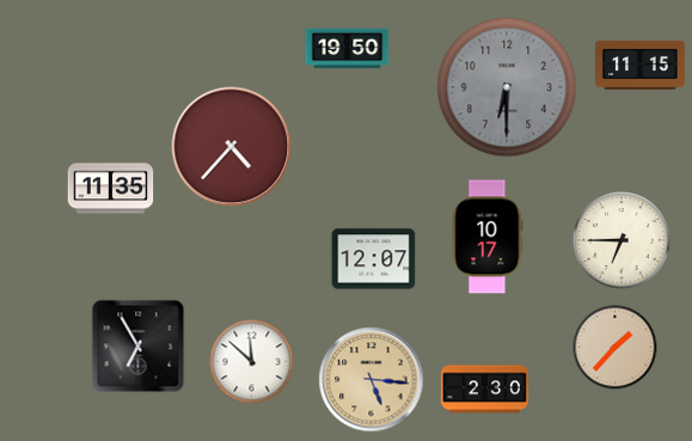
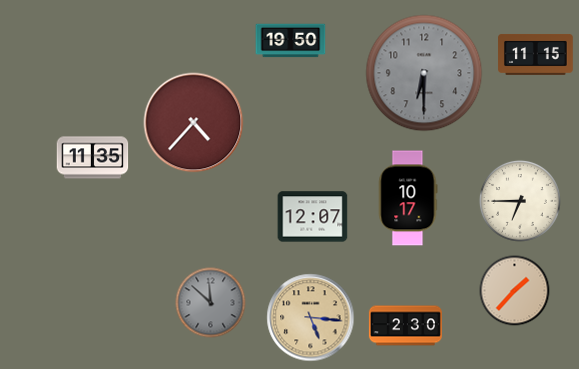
clock at (139, 347): 6:55 -> none
clock at (252, 362) dial: white -> grey
